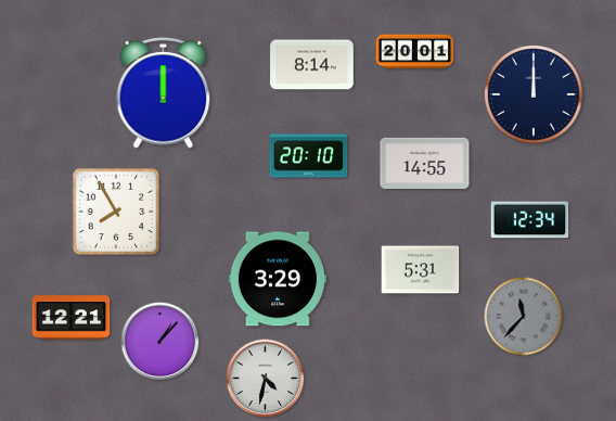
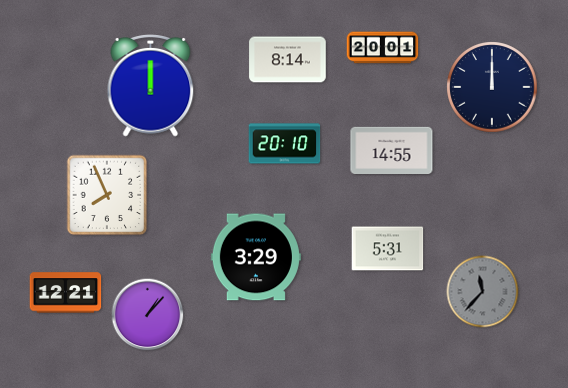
clock at (116, 212): 7:55 -> 7:56
clock at (530, 220): 12:34 -> none
clock at (266, 379): 4:32 -> none
